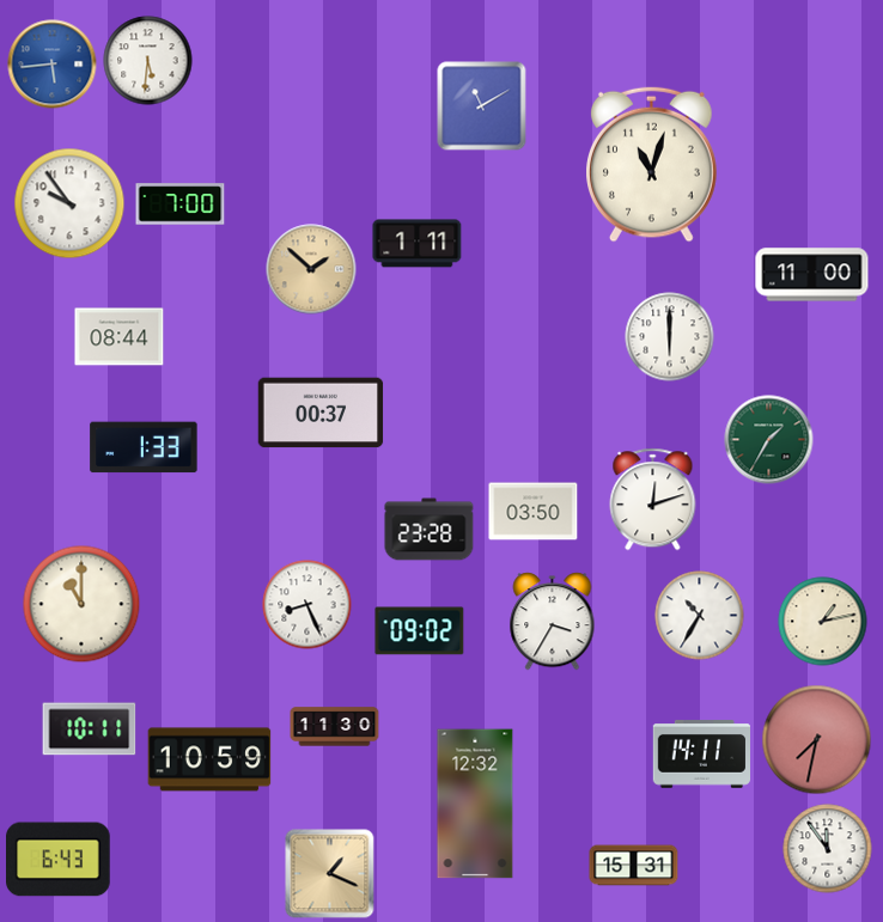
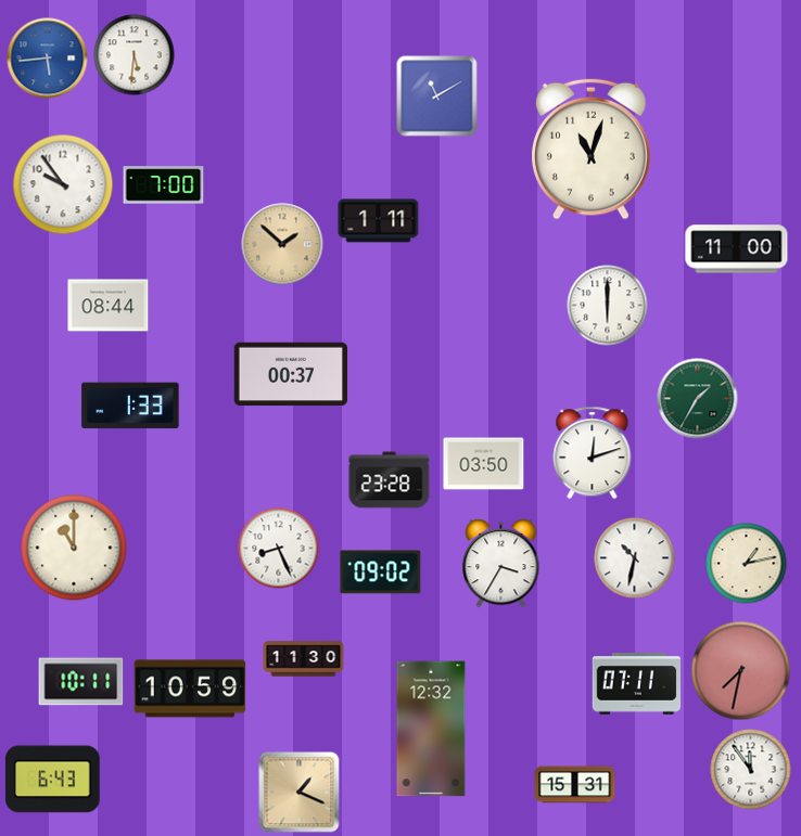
clock at (700, 616): 10:35 -> 10:32
clock at (90, 729) position: (90, 729) -> (81, 682)
clock at (701, 755): 14:11 -> 07:11
